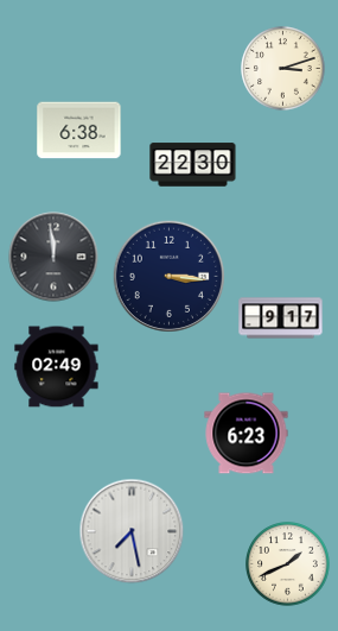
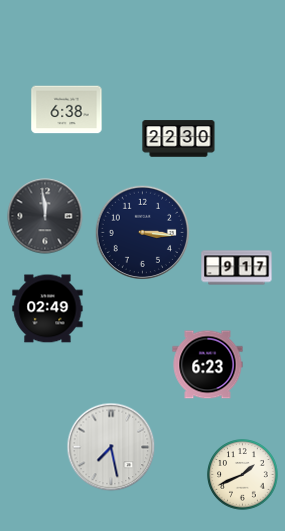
clock at (283, 69): 3:12 -> none
clock at (193, 165) position: (193, 165) -> (179, 139)
